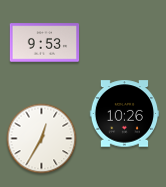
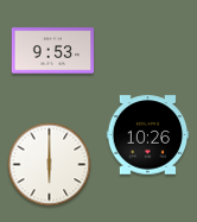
clock at (42, 139): 12:35 -> 6:00
